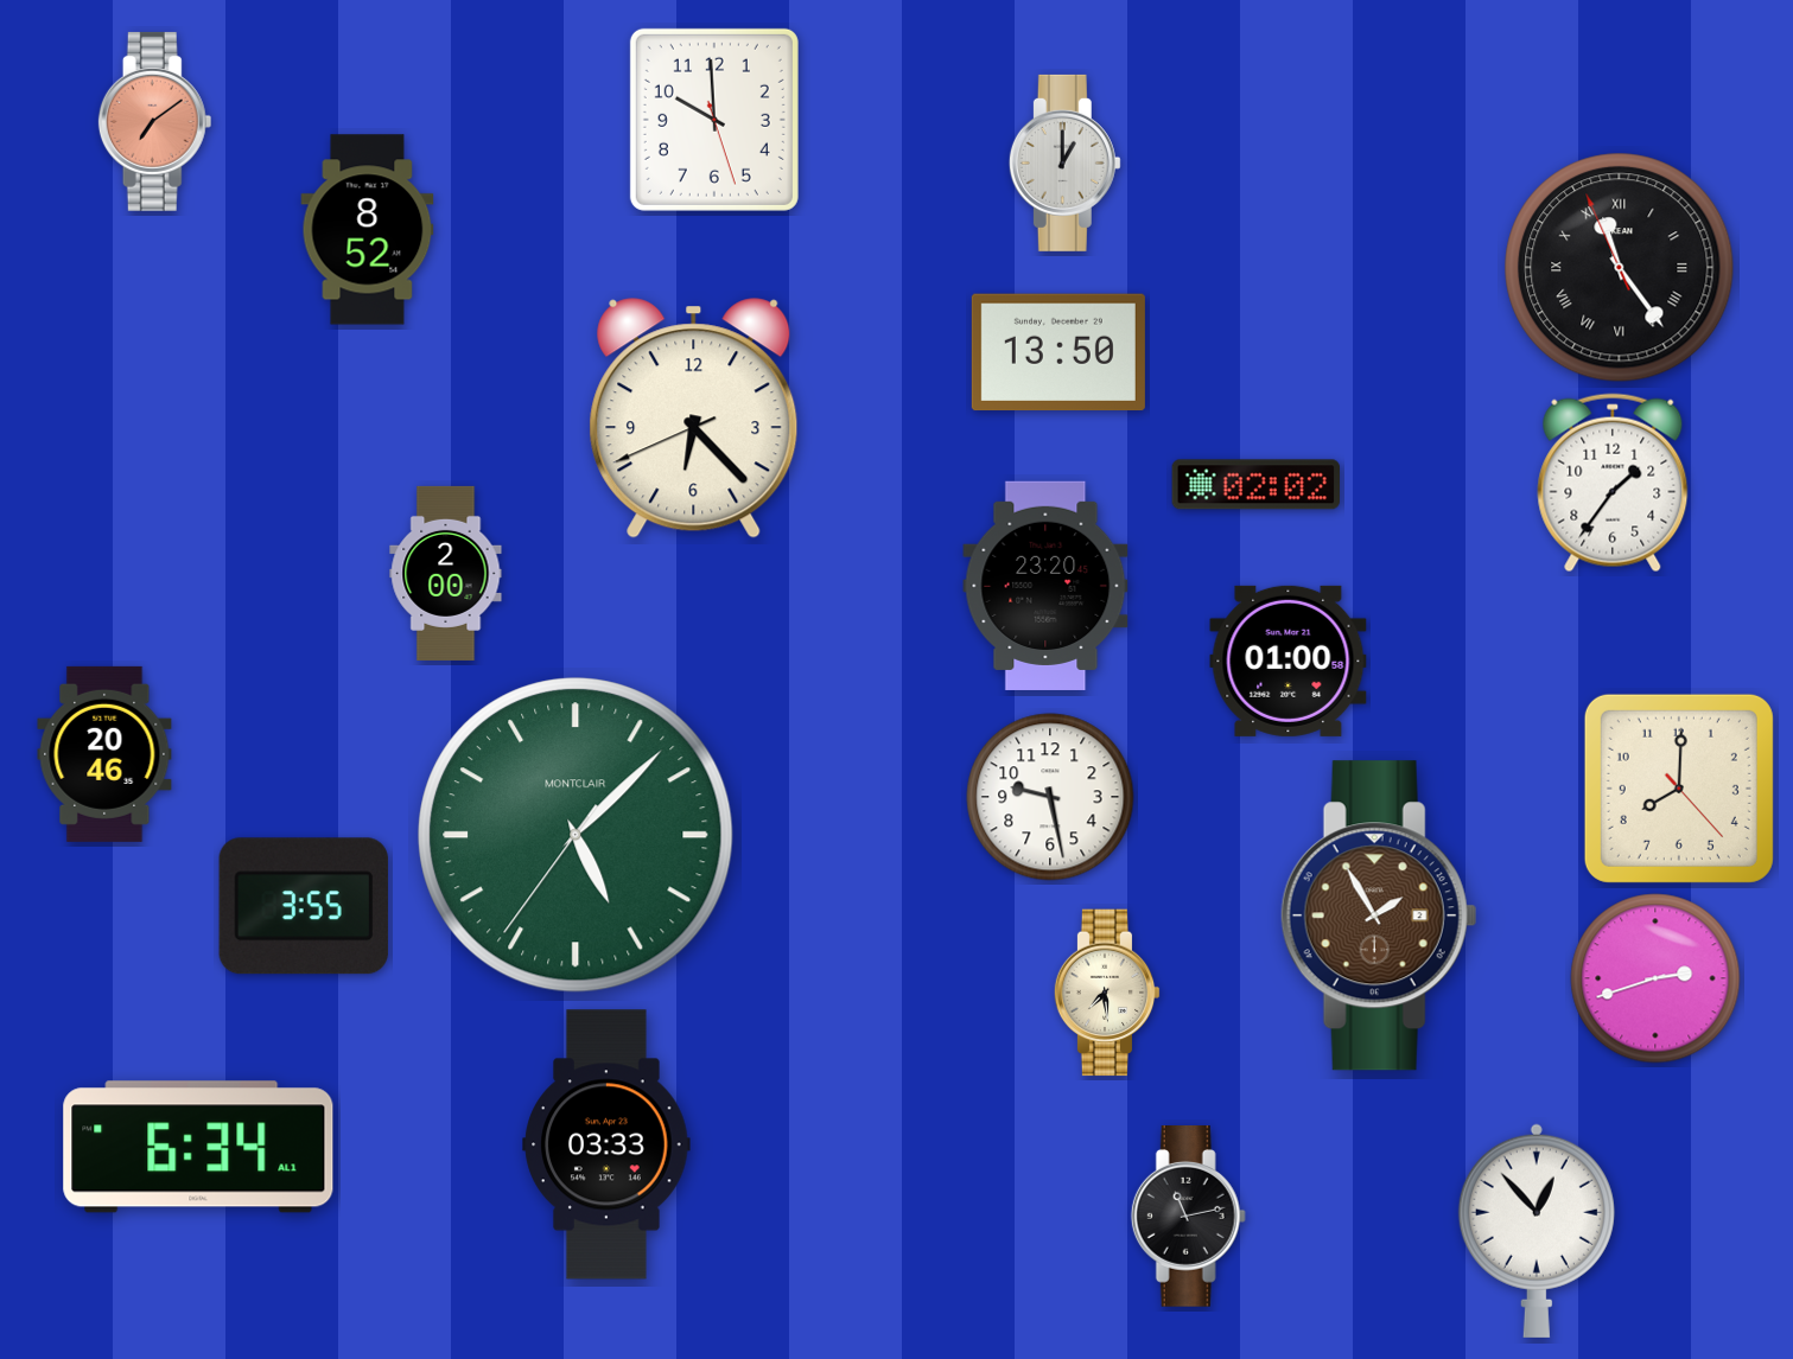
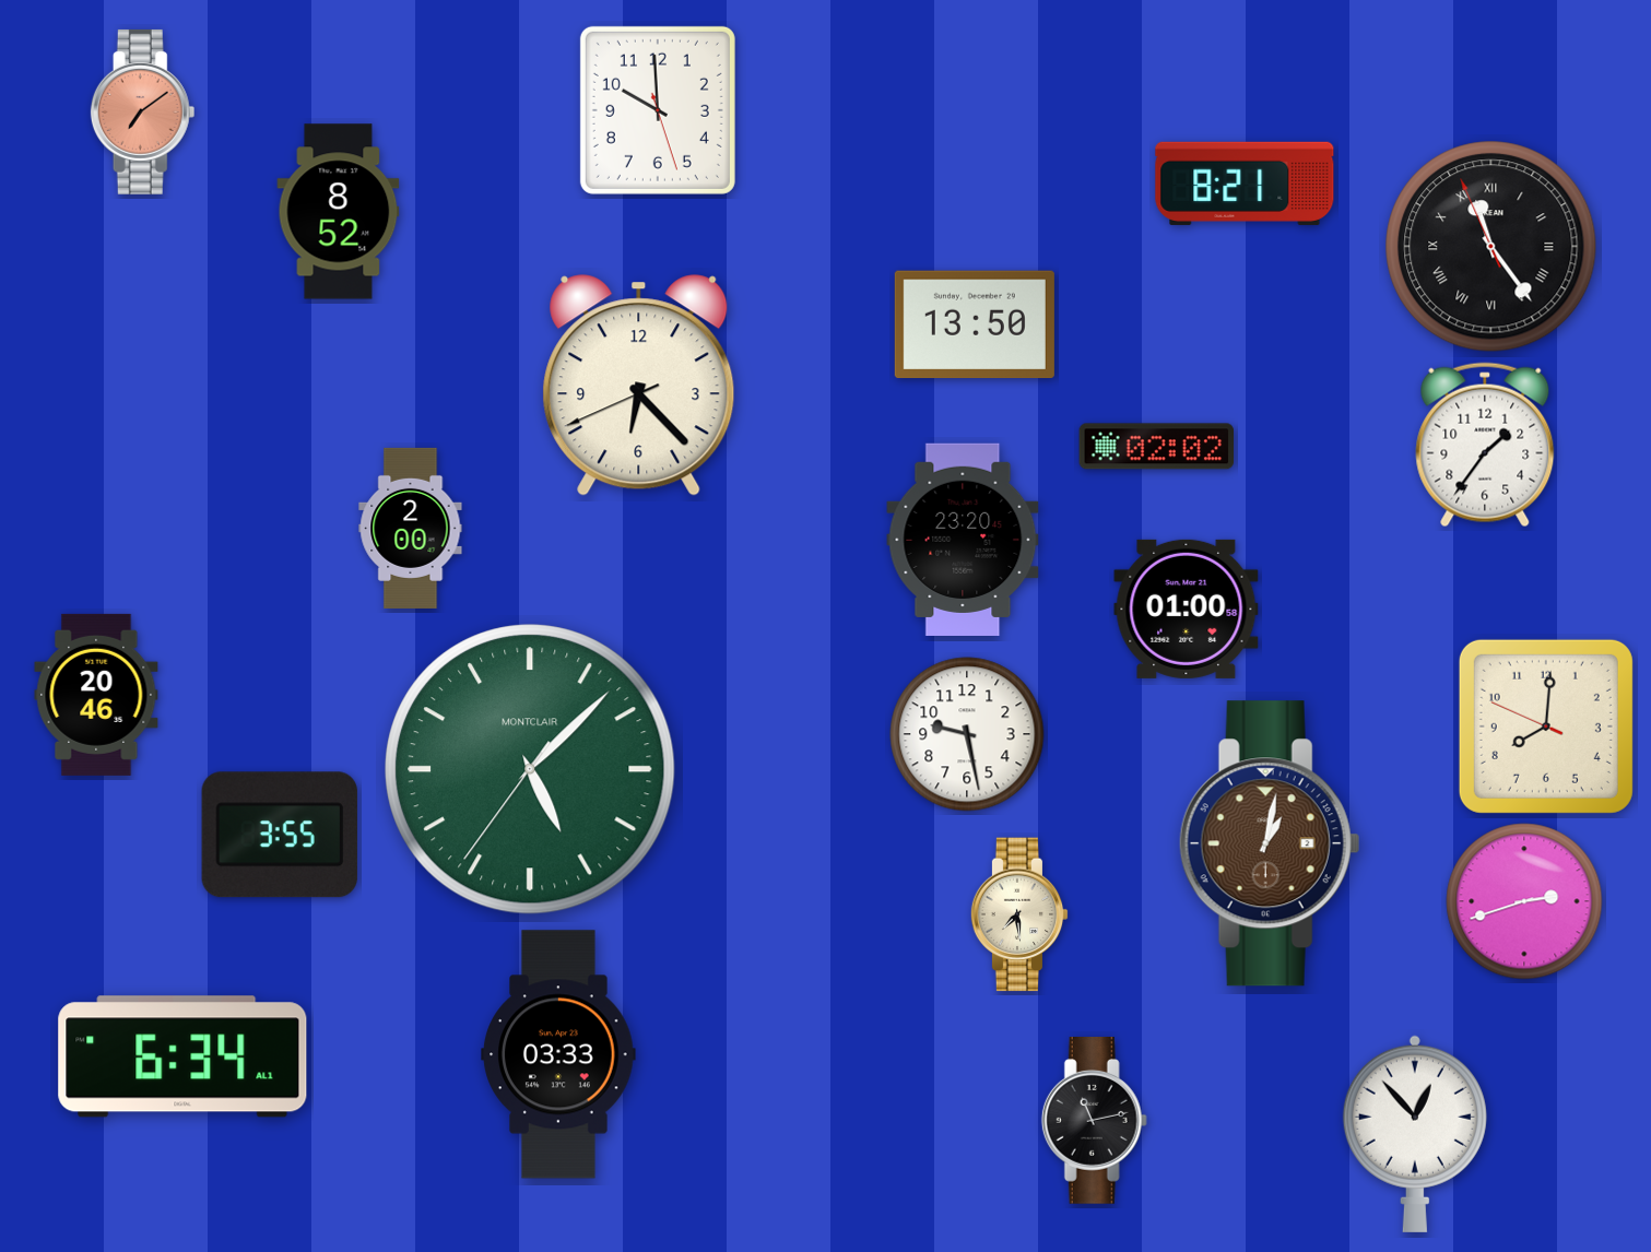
clock at (1064, 162): 1:00 -> none
clock at (1245, 184): none -> 8:21
clock at (1679, 789): 8:00:23 -> 8:00:49
clock at (1379, 915): 1:55 -> 1:02
